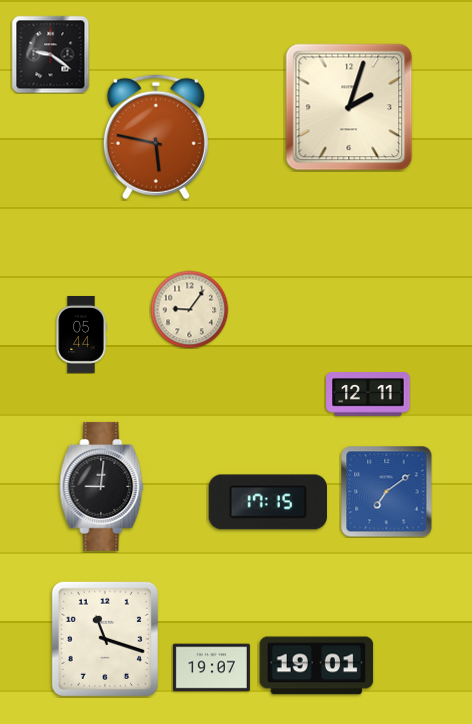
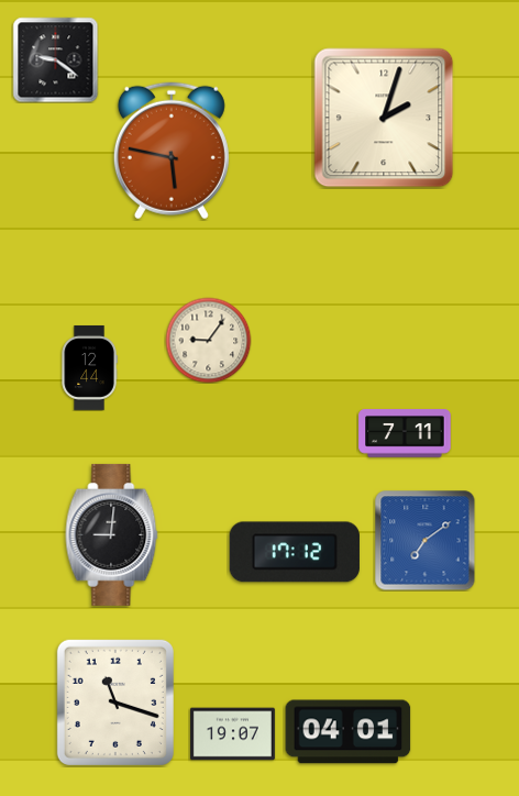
clock at (81, 334): 05:44 -> 12:44
clock at (368, 394): 12:11 -> 7:11
clock at (268, 502): 17:15 -> 17:12
clock at (317, 666): 19:01 -> 04:01
